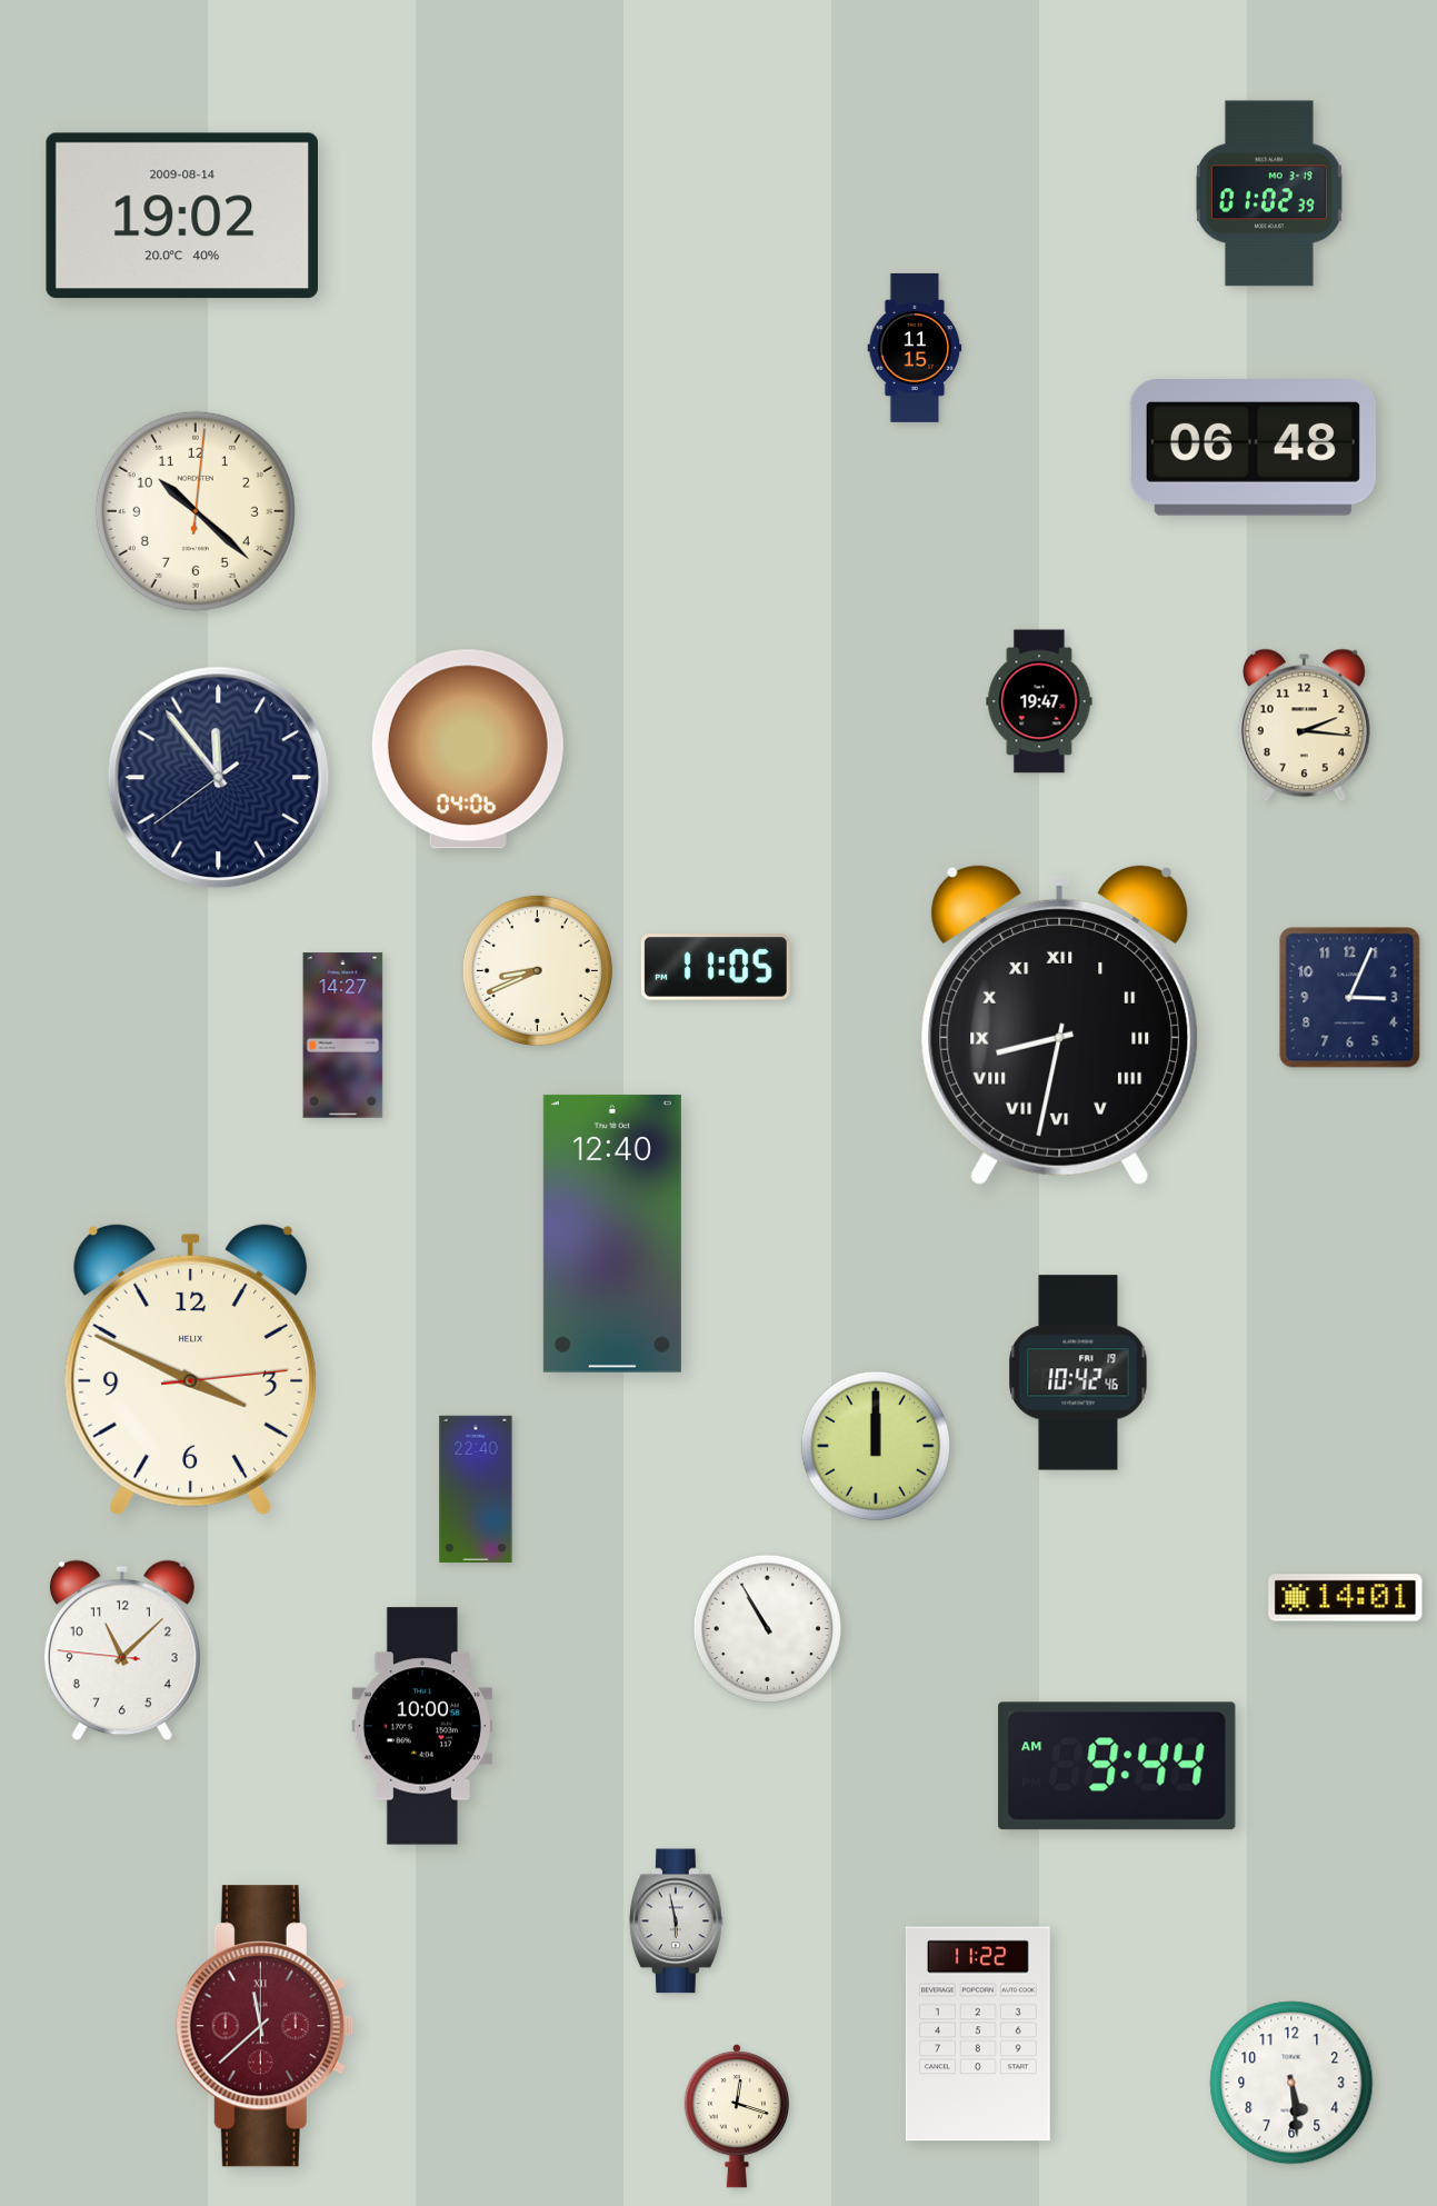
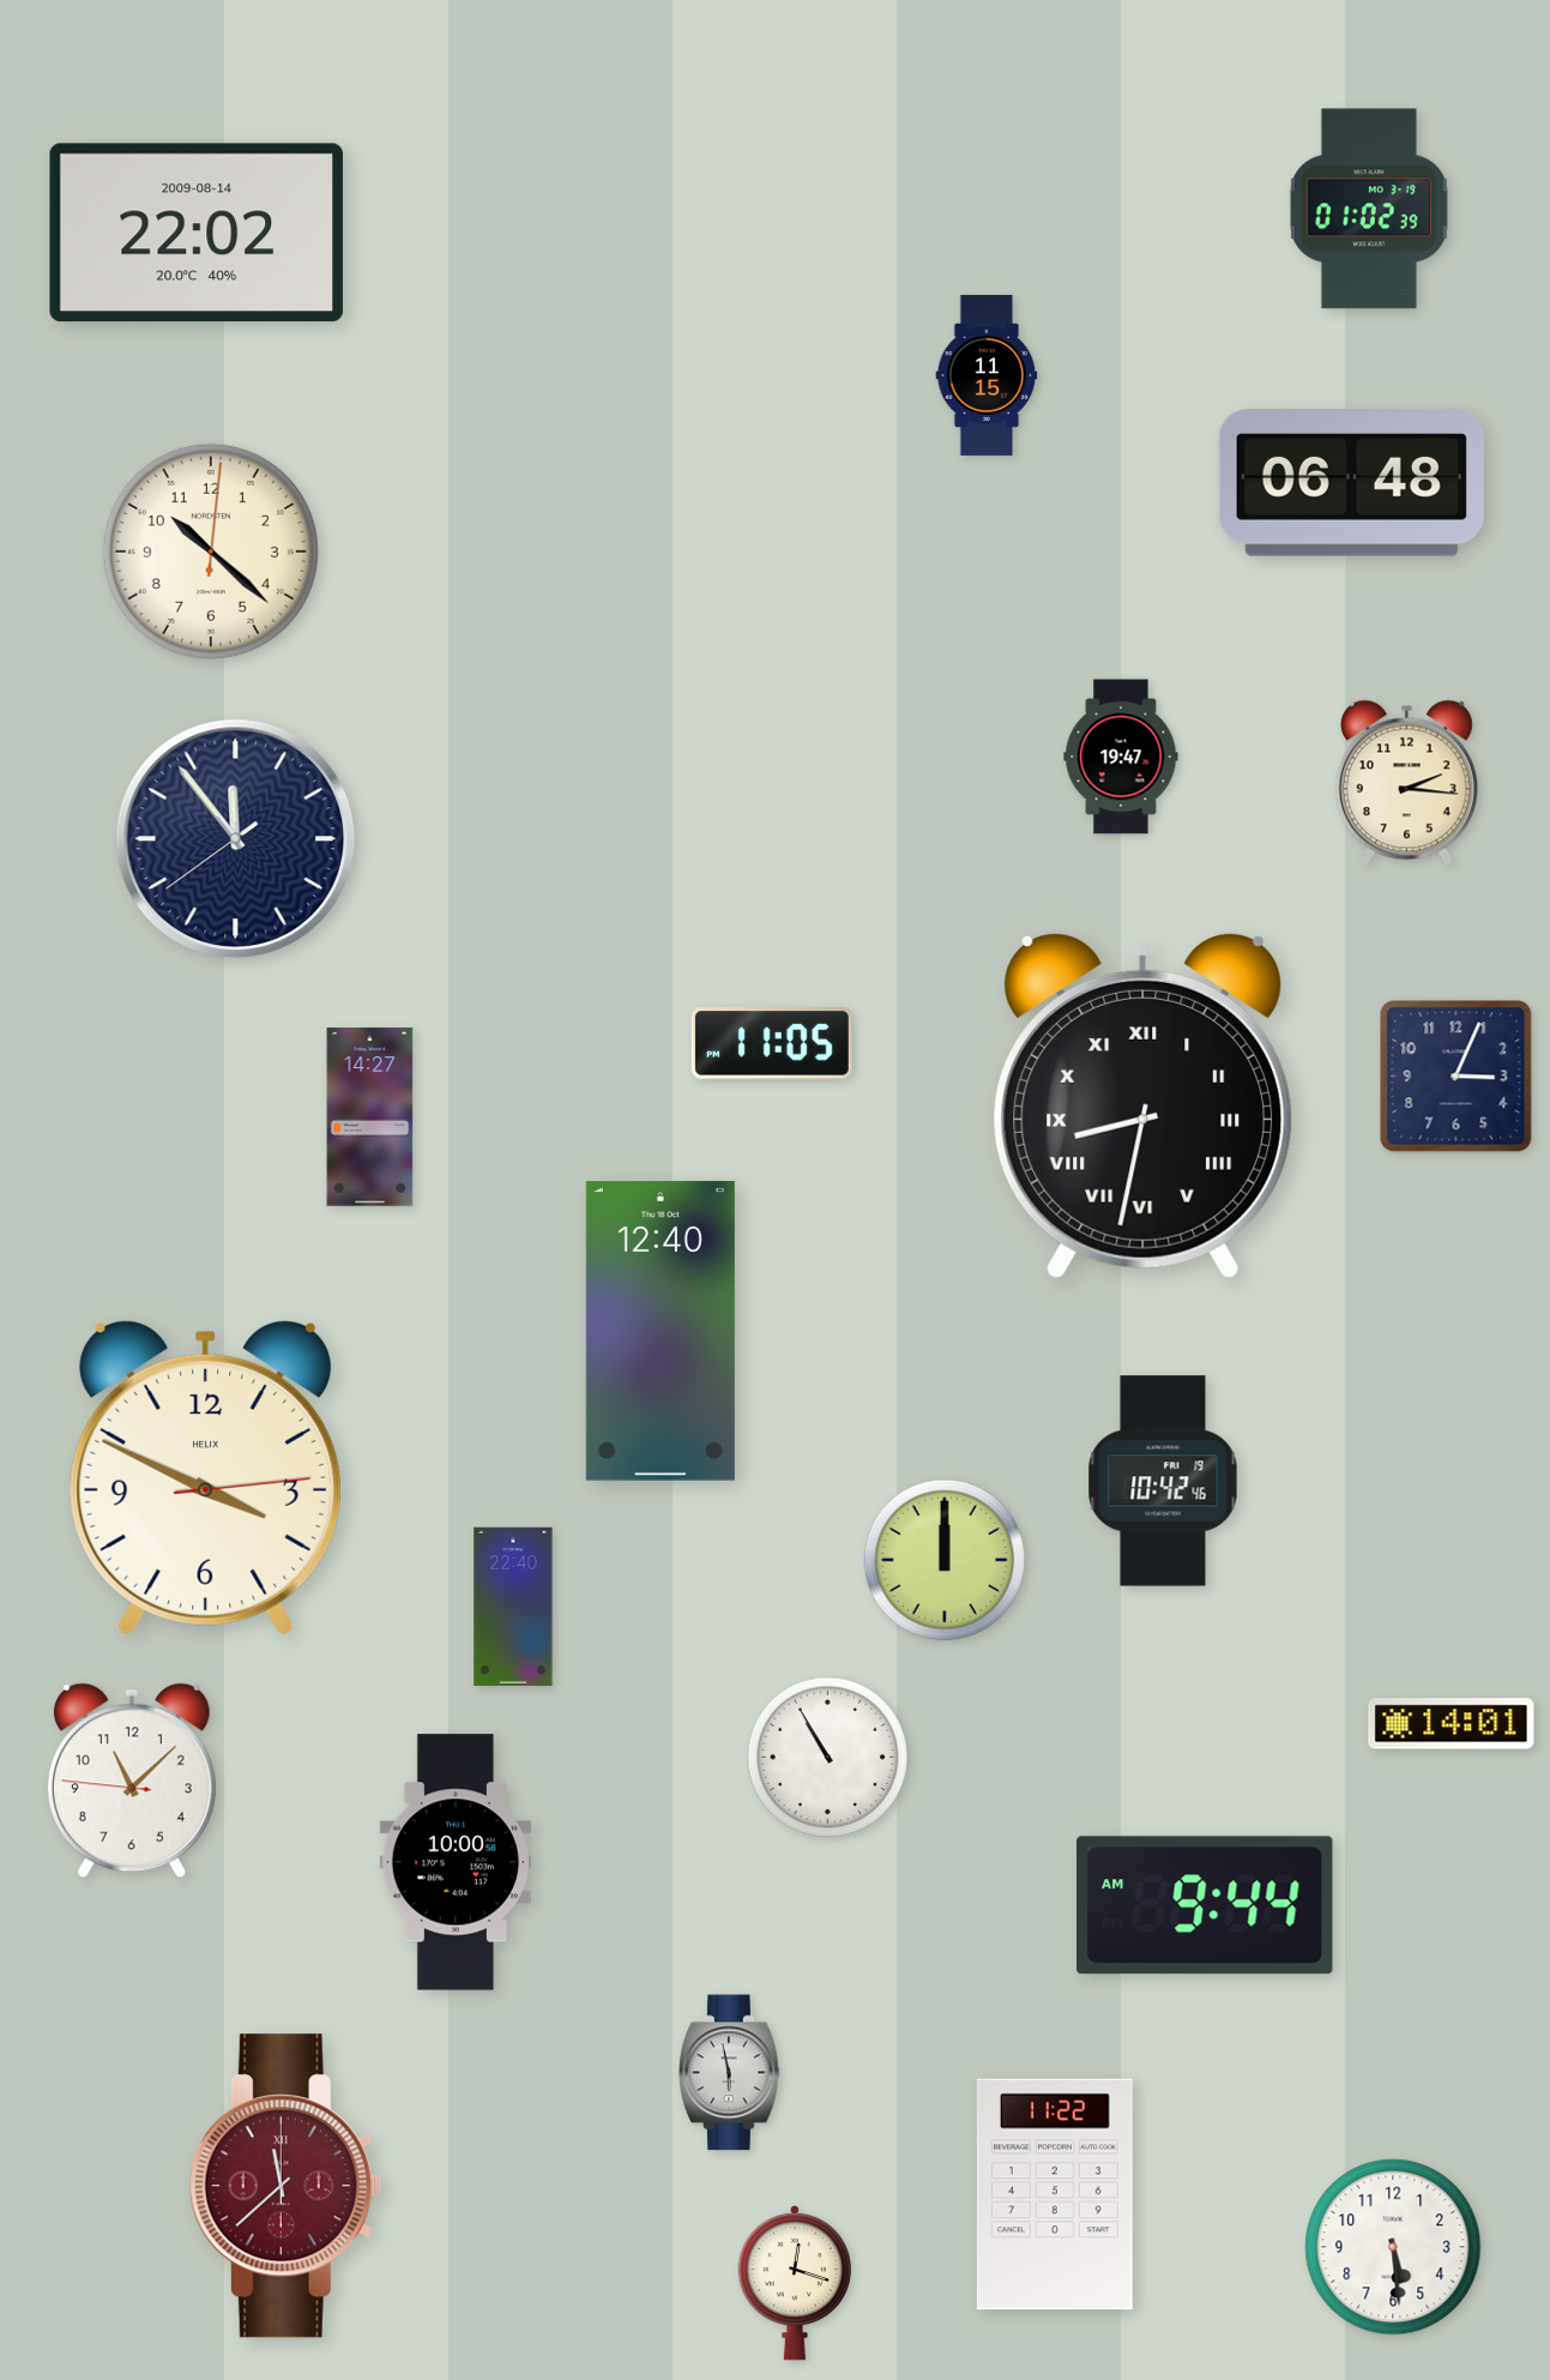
clock at (182, 216): 19:02 -> 22:02
clock at (468, 749): 04:06 -> none
clock at (537, 970): 8:41 -> none
